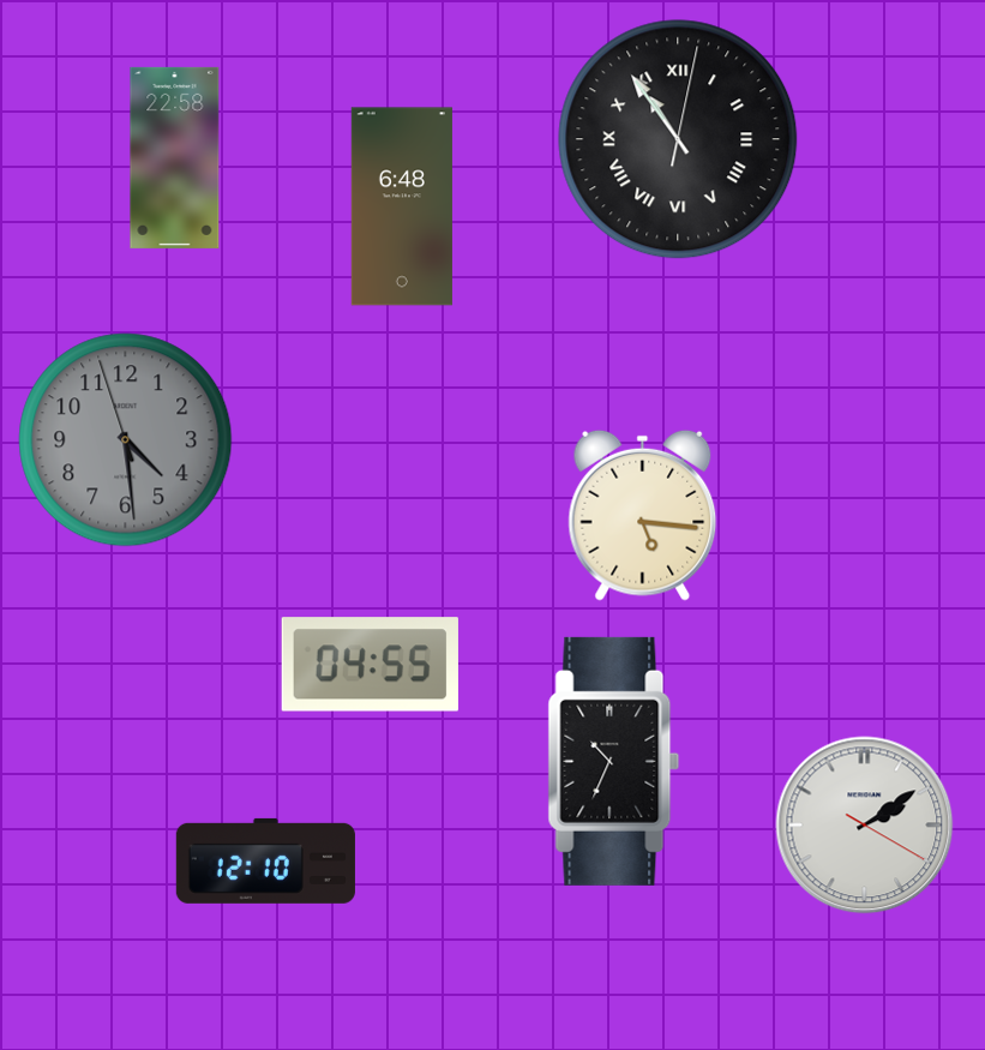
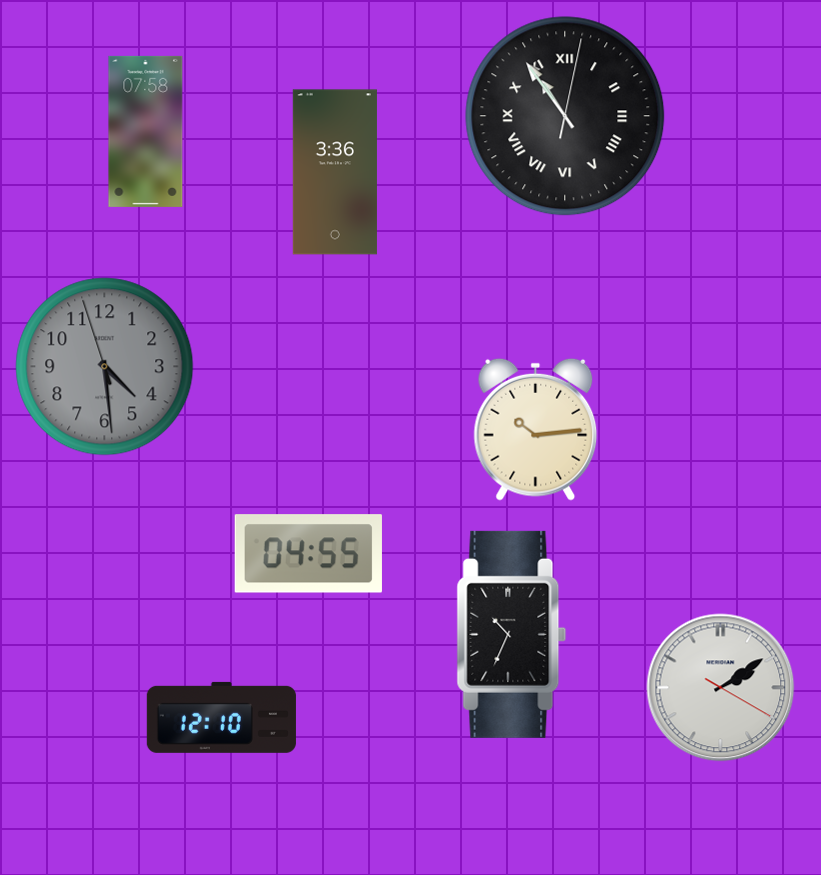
clock at (175, 157): 22:58 -> 07:58
clock at (402, 206): 6:48 -> 3:36
clock at (643, 515): 5:16 -> 10:14
